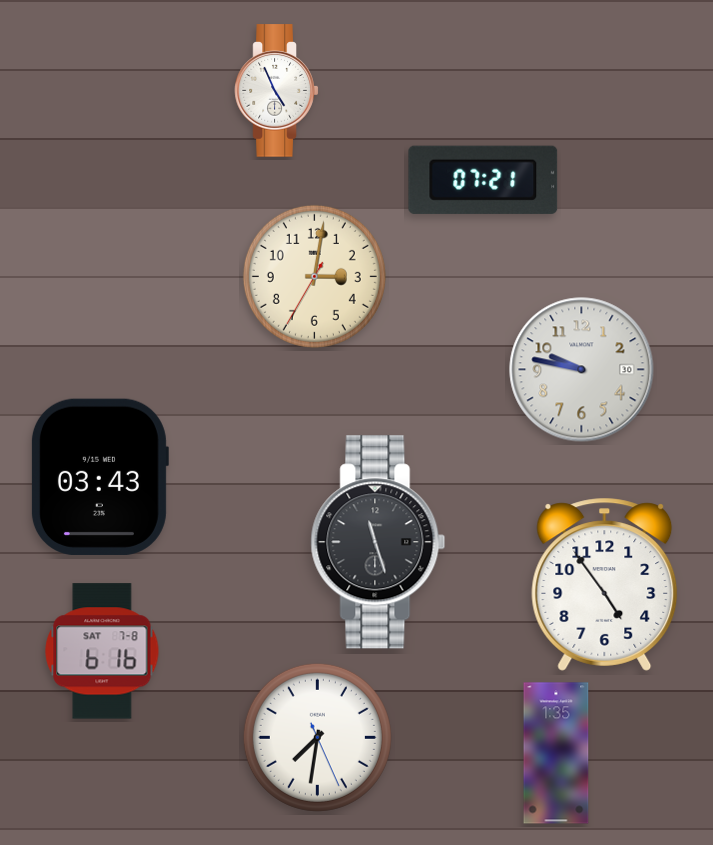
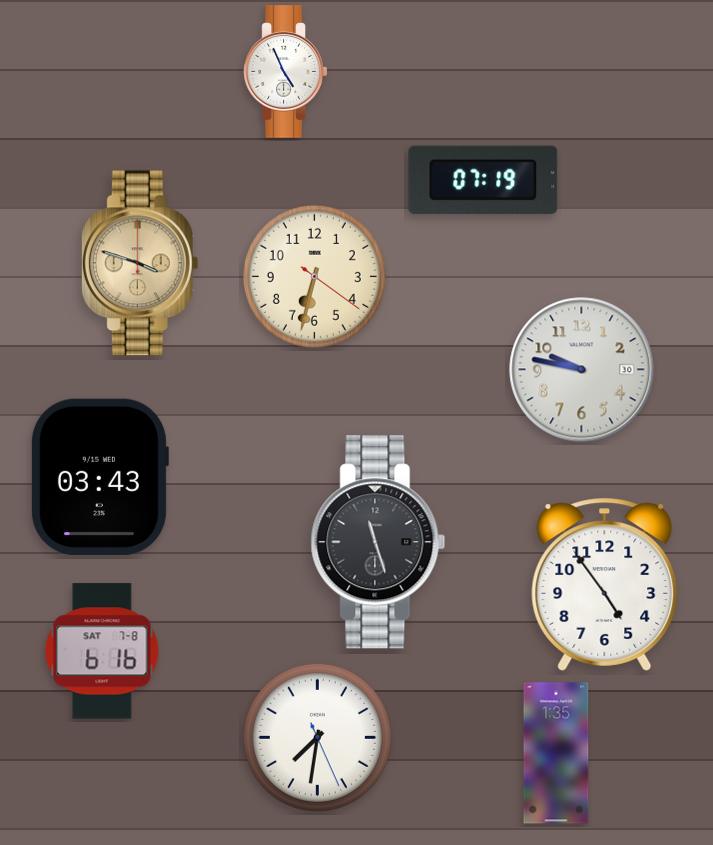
clock at (277, 91) position: (277, 91) -> (286, 72)
clock at (483, 180): 07:21 -> 07:19
clock at (140, 263): none -> 3:48
clock at (314, 276): 3:01 -> 6:32
